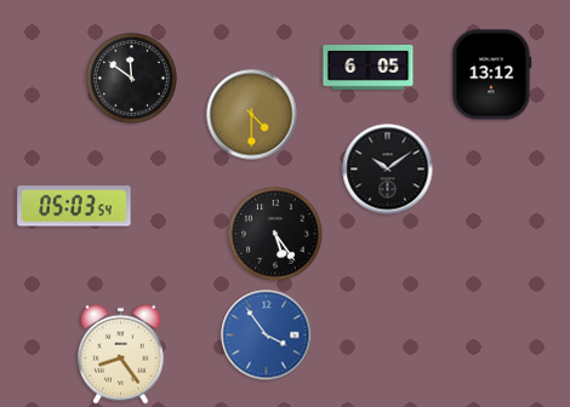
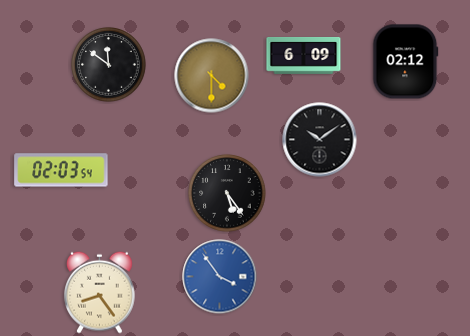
clock at (369, 68): 6:05 -> 6:09
clock at (492, 75): 13:12 -> 02:12
clock at (252, 115) position: (252, 115) -> (212, 76)
clock at (74, 206): 05:03 -> 02:03
